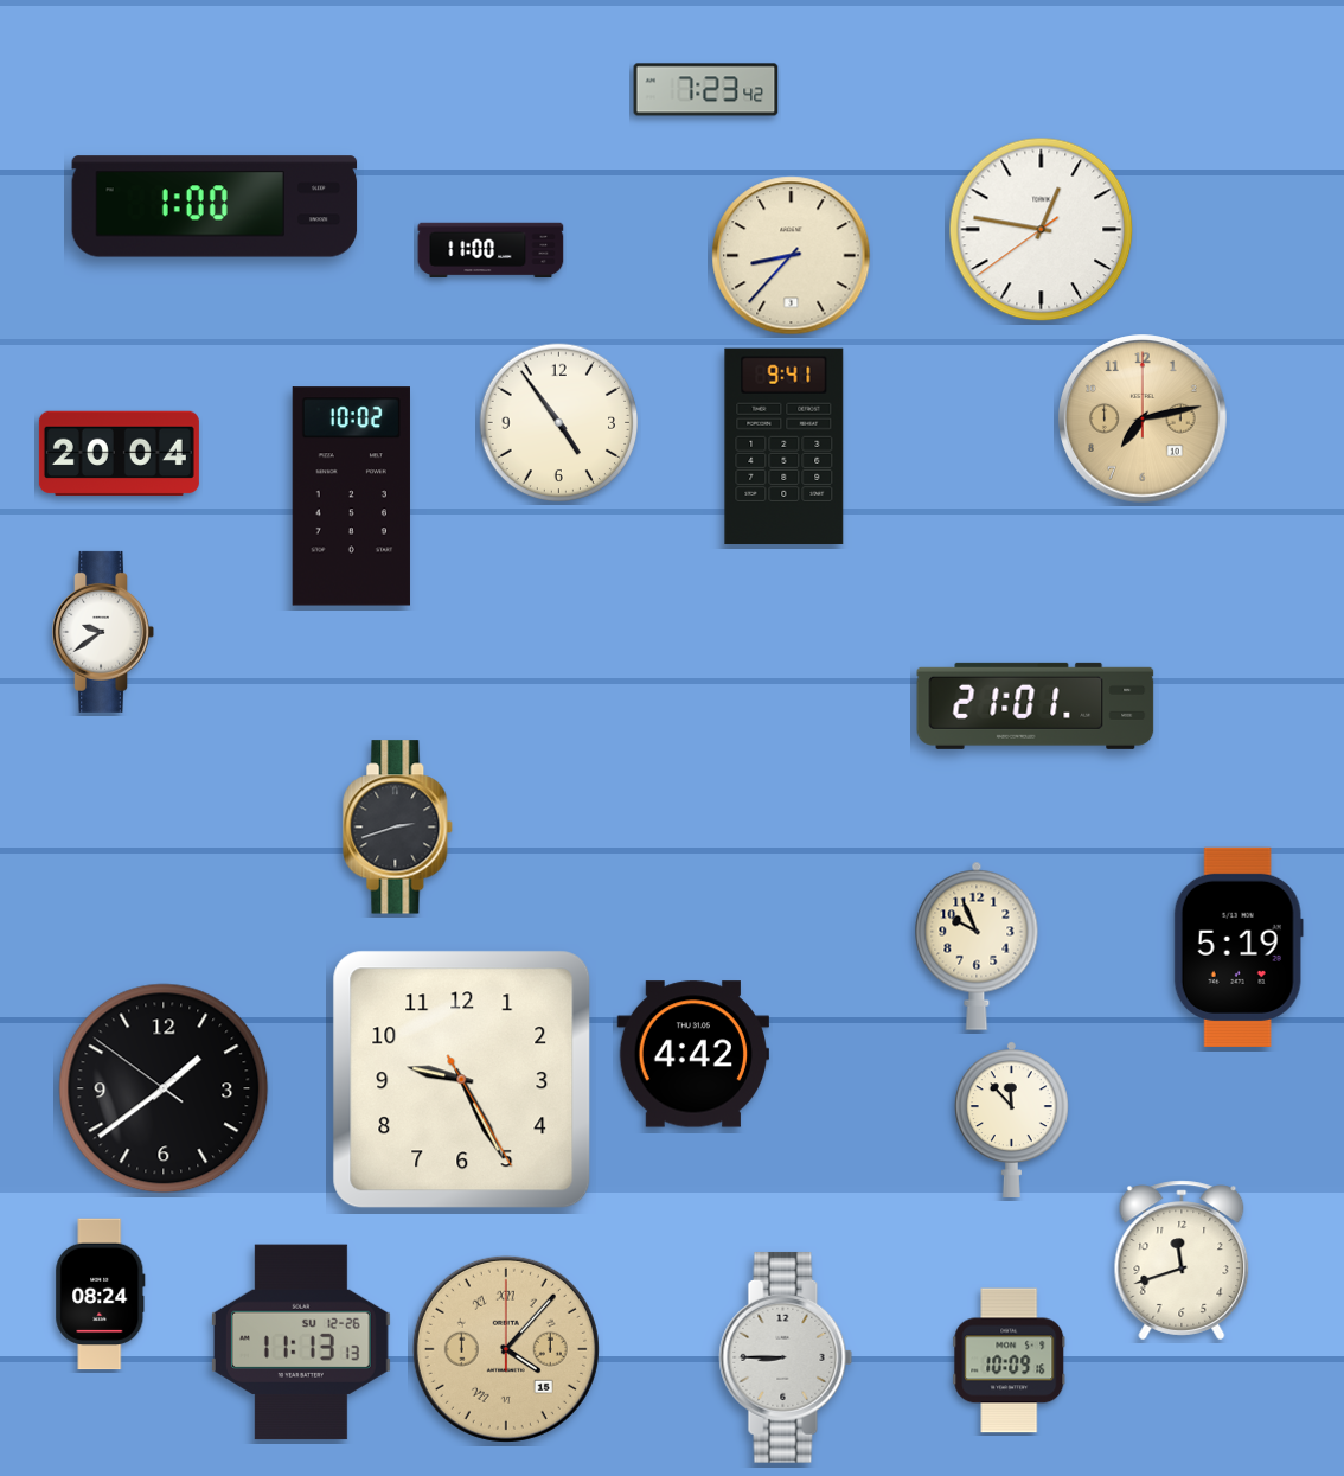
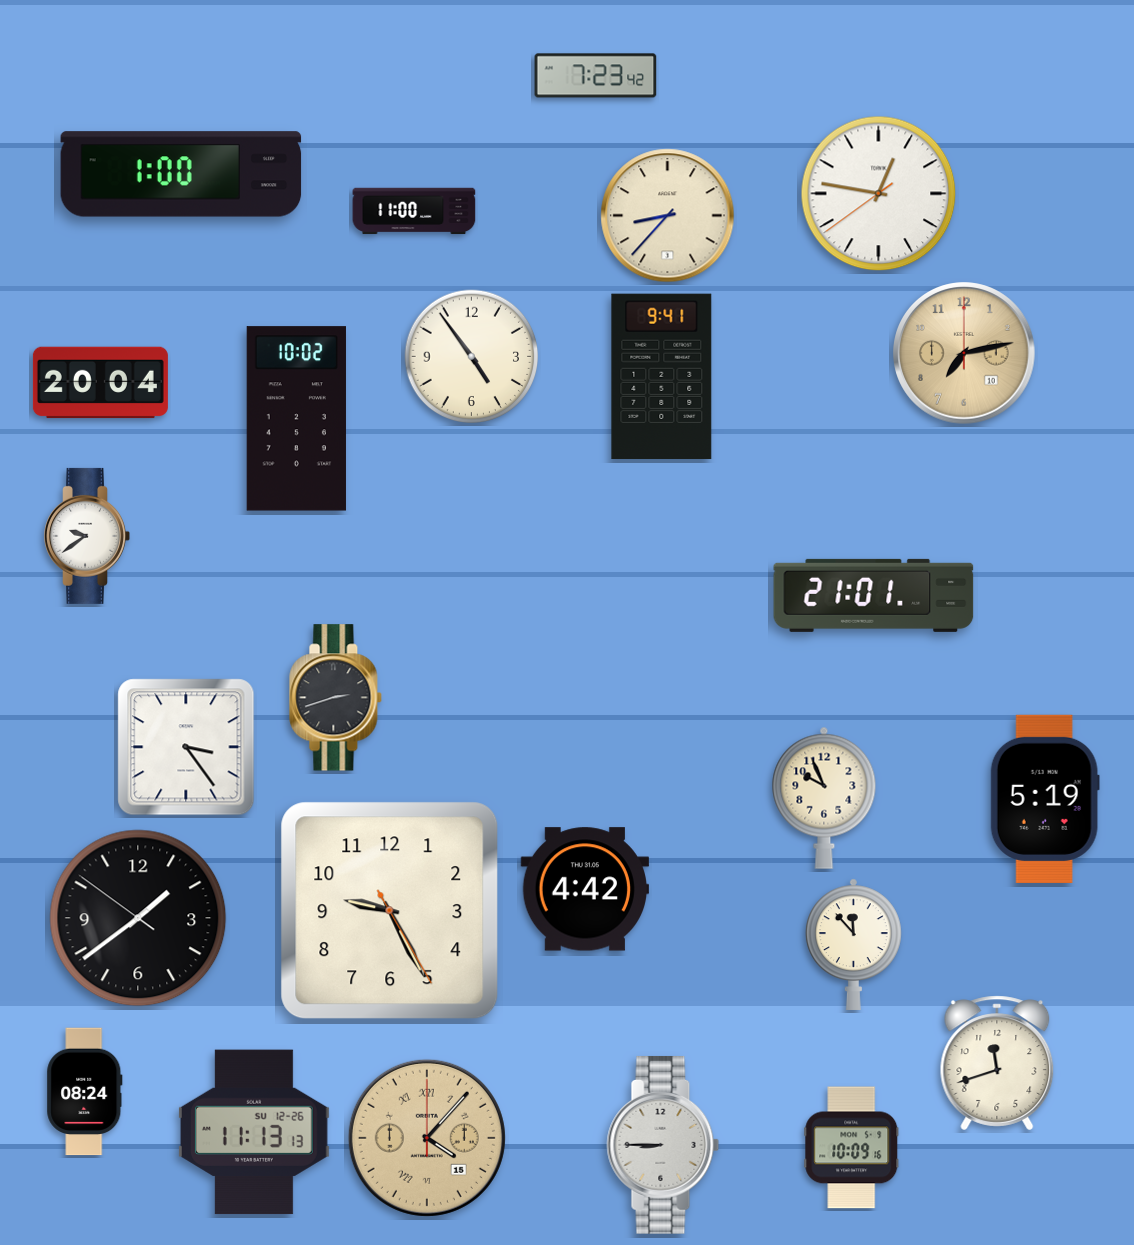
clock at (103, 632) position: (103, 632) -> (87, 536)
clock at (186, 747): none -> 3:24
